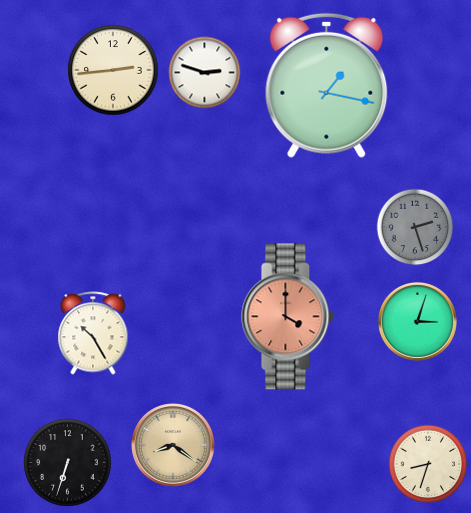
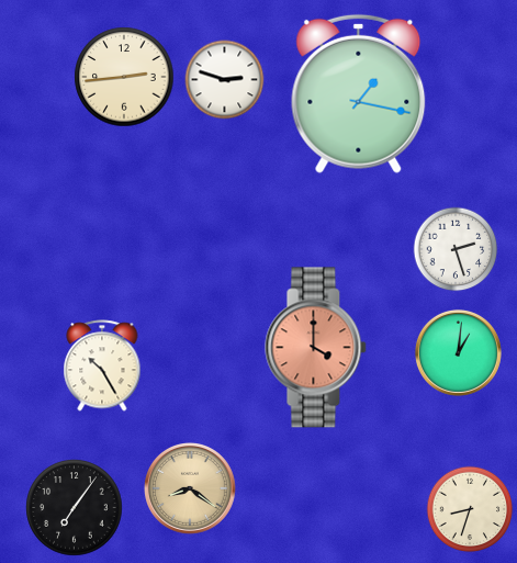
clock at (415, 227) dial: grey -> white
clock at (417, 321): 3:03 -> 1:01
clock at (68, 463): 6:33 -> 7:06
